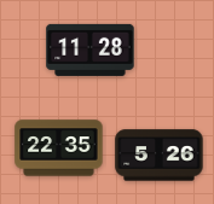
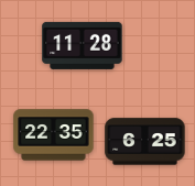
clock at (160, 156): 5:26 -> 6:25
